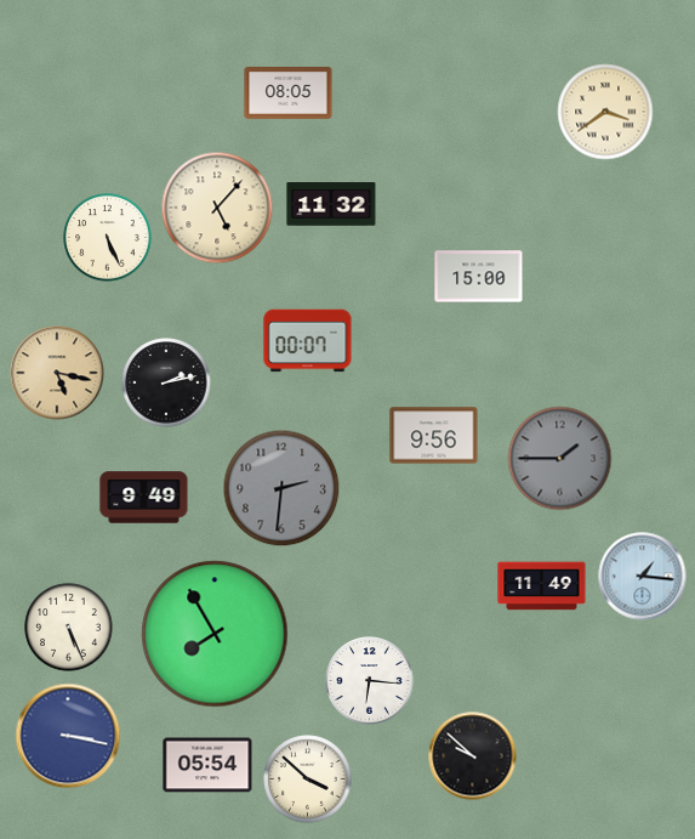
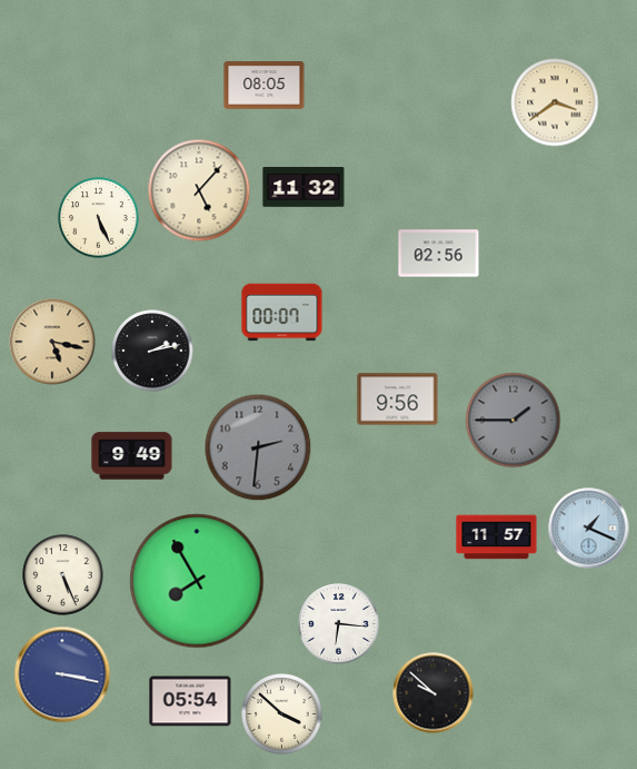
clock at (479, 277): 15:00 -> 02:56
clock at (643, 577): 1:16 -> 1:19
clock at (542, 586): 11:49 -> 11:57
